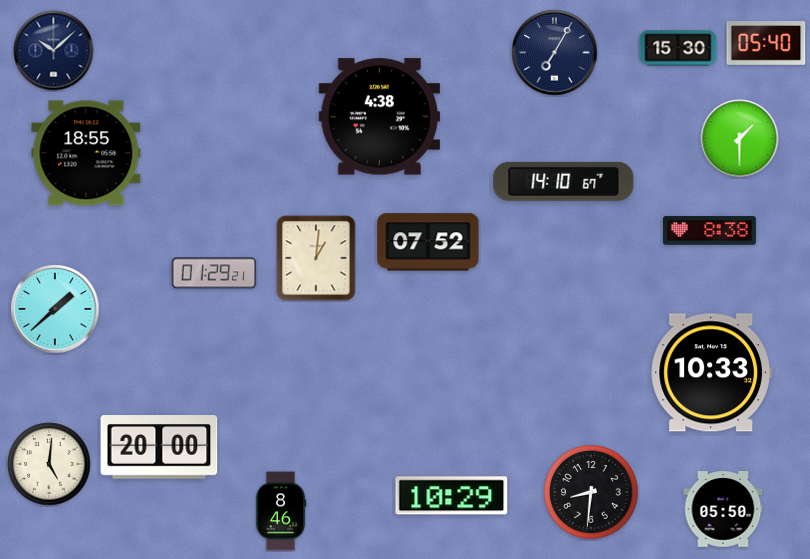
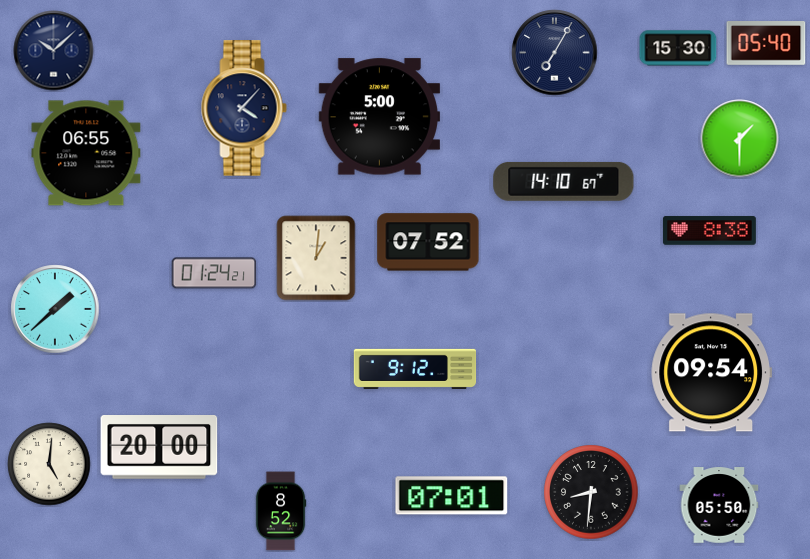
clock at (244, 108): none -> 4:07
clock at (379, 117): 4:38 -> 5:00
clock at (86, 153): 18:55 -> 06:55
clock at (214, 273): 01:29 -> 01:24
clock at (415, 369): none -> 9:12
clock at (711, 373): 10:33 -> 09:54
clock at (452, 496): 10:29 -> 07:01
clock at (723, 509) position: (723, 509) -> (719, 505)
clock at (281, 511): 8:46 -> 8:52
